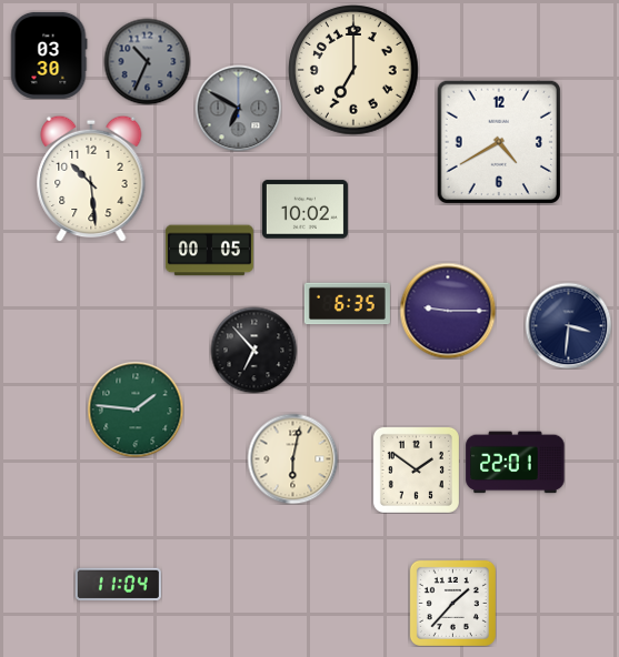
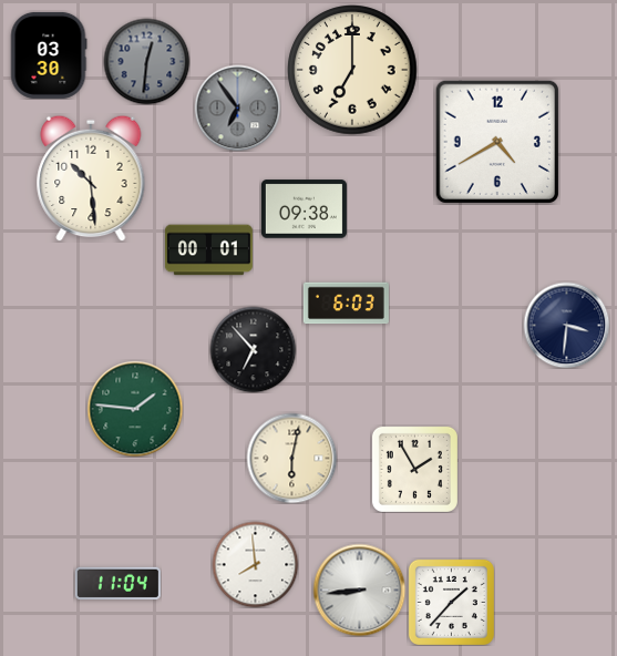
clock at (147, 61): 10:34 -> 12:31
clock at (238, 108): 6:50 -> 6:54
clock at (304, 210): 10:02 -> 09:38
clock at (209, 251): 00:05 -> 00:01
clock at (347, 304): 6:35 -> 6:03
clock at (448, 311): 9:15 -> none
clock at (516, 463): 22:01 -> none
clock at (416, 469): 1:51 -> 1:55
clock at (255, 564): none -> 7:59
clock at (359, 590): none -> 8:44
